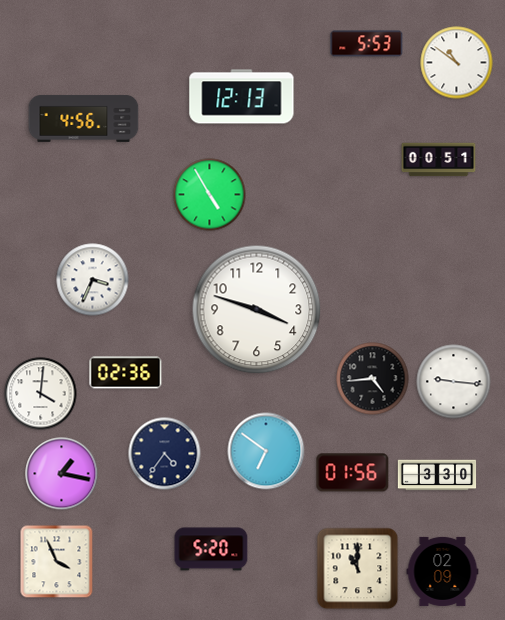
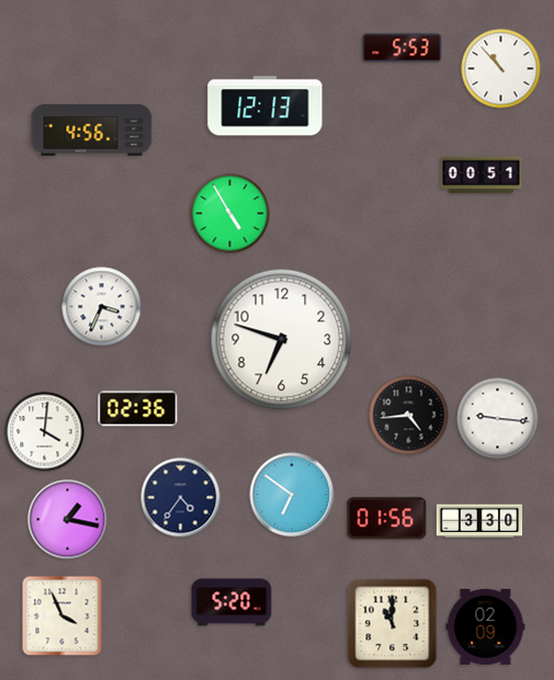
clock at (457, 63): 10:51 -> 10:53
clock at (257, 310): 3:48 -> 6:48
